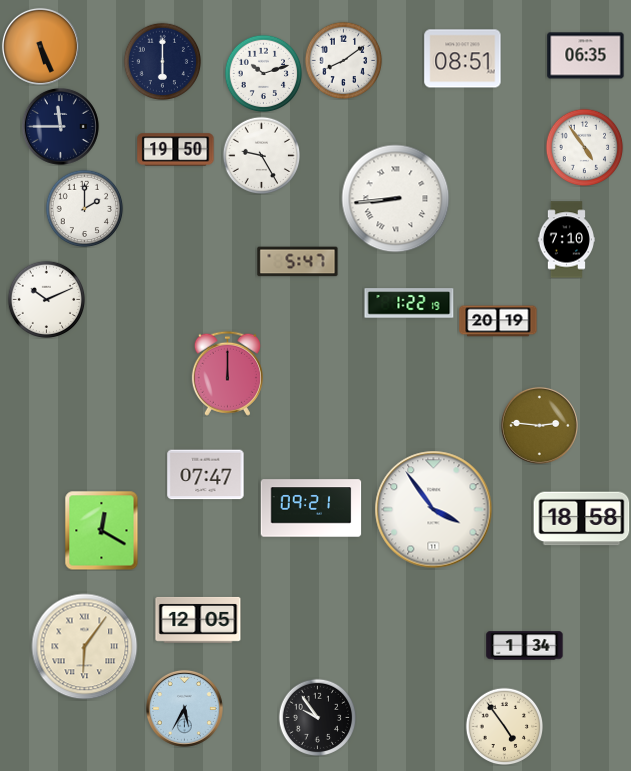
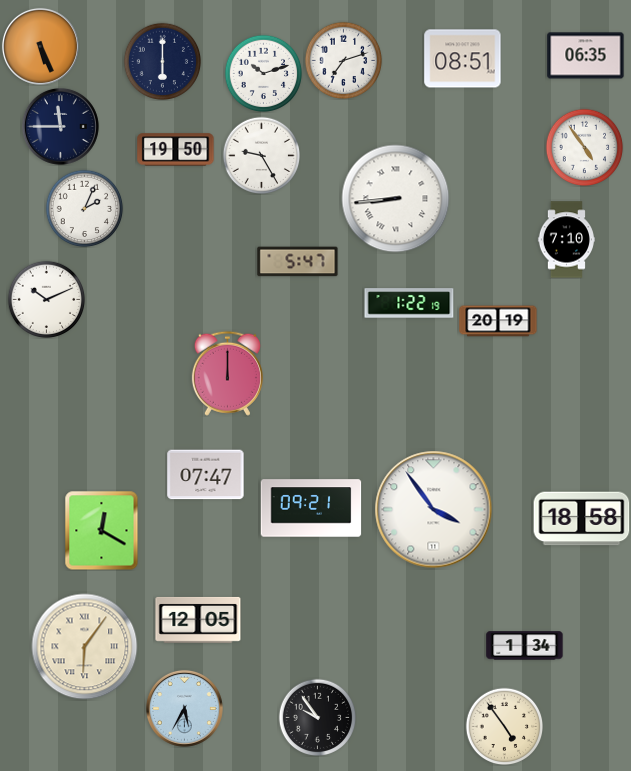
clock at (343, 60): 8:09 -> 7:12
clock at (84, 208): 2:00 -> 2:04
clock at (539, 425): 2:46 -> none
